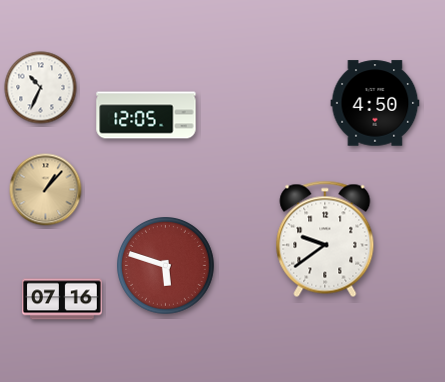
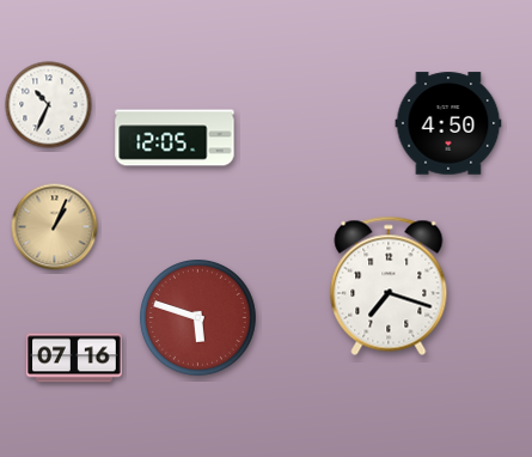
clock at (46, 190): 1:07 -> 1:04
clock at (325, 239): 9:39 -> 7:18
